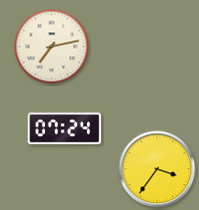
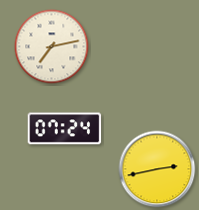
clock at (157, 169): 3:36 -> 2:43
